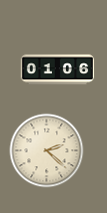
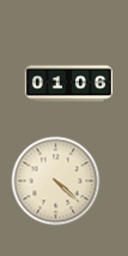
clock at (47, 151): 2:22 -> 4:22
